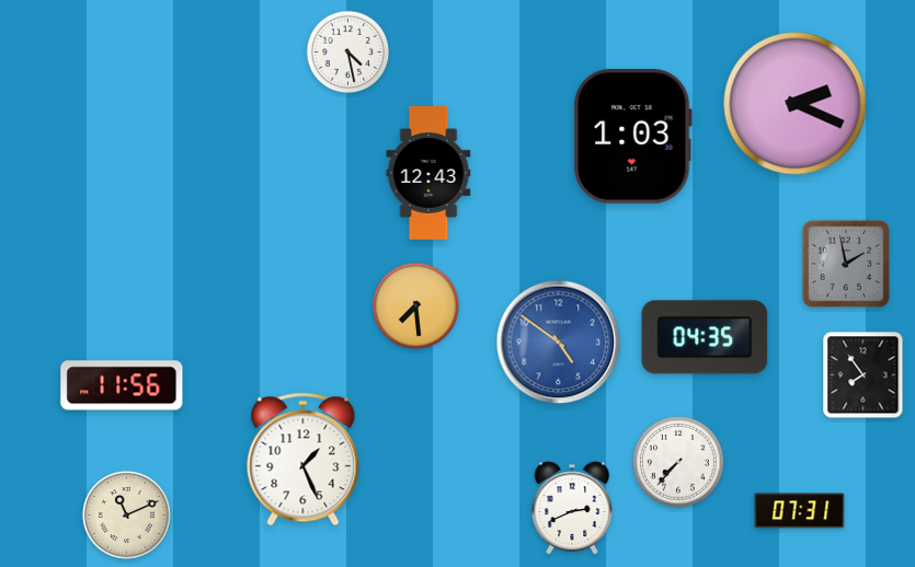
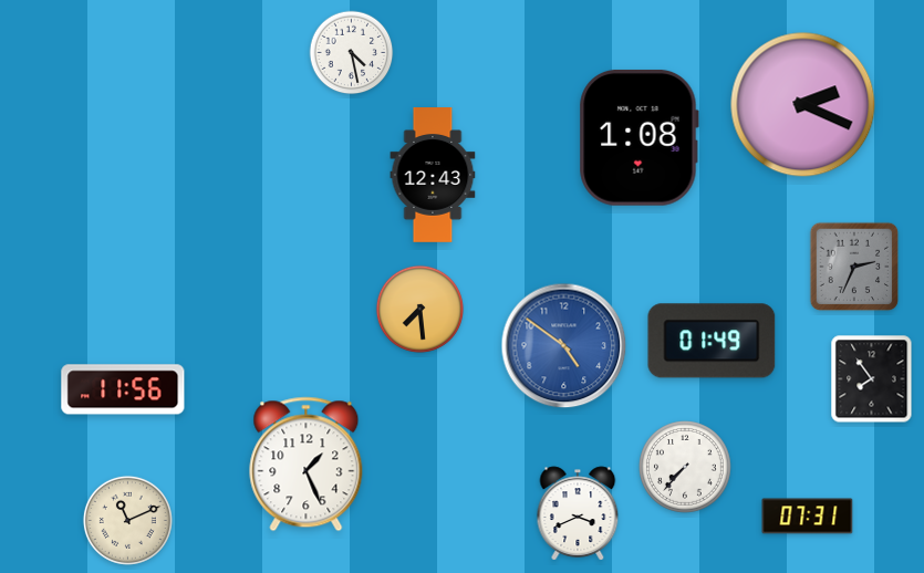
clock at (632, 136): 1:03 -> 1:08
clock at (846, 264): 1:58 -> 2:34
clock at (705, 337): 04:35 -> 01:49
clock at (572, 508): 2:41 -> 3:41
